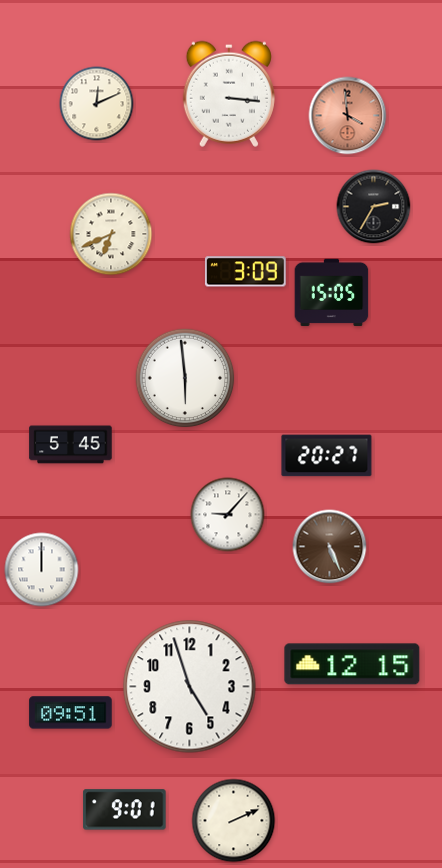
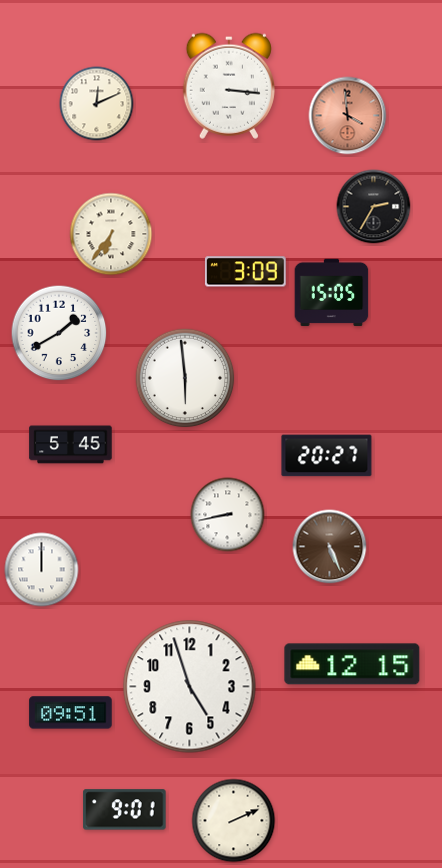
clock at (229, 94) position: (229, 94) -> (229, 86)
clock at (111, 234): 6:41 -> 6:36
clock at (59, 333): none -> 1:40
clock at (228, 515): 9:07 -> 8:43
